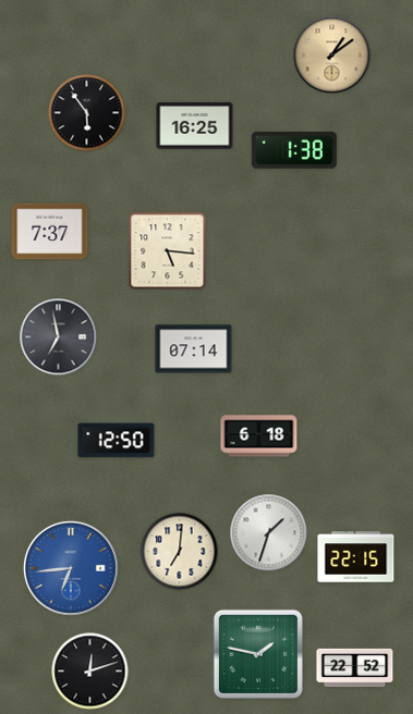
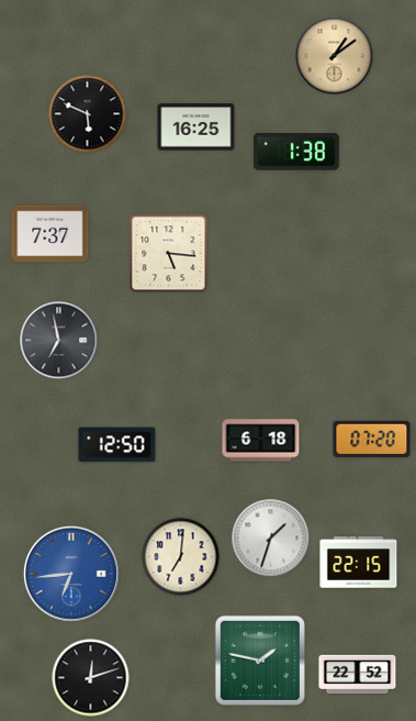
clock at (87, 113): 5:54 -> 5:49
clock at (194, 349): 07:14 -> none
clock at (372, 439): none -> 07:20
